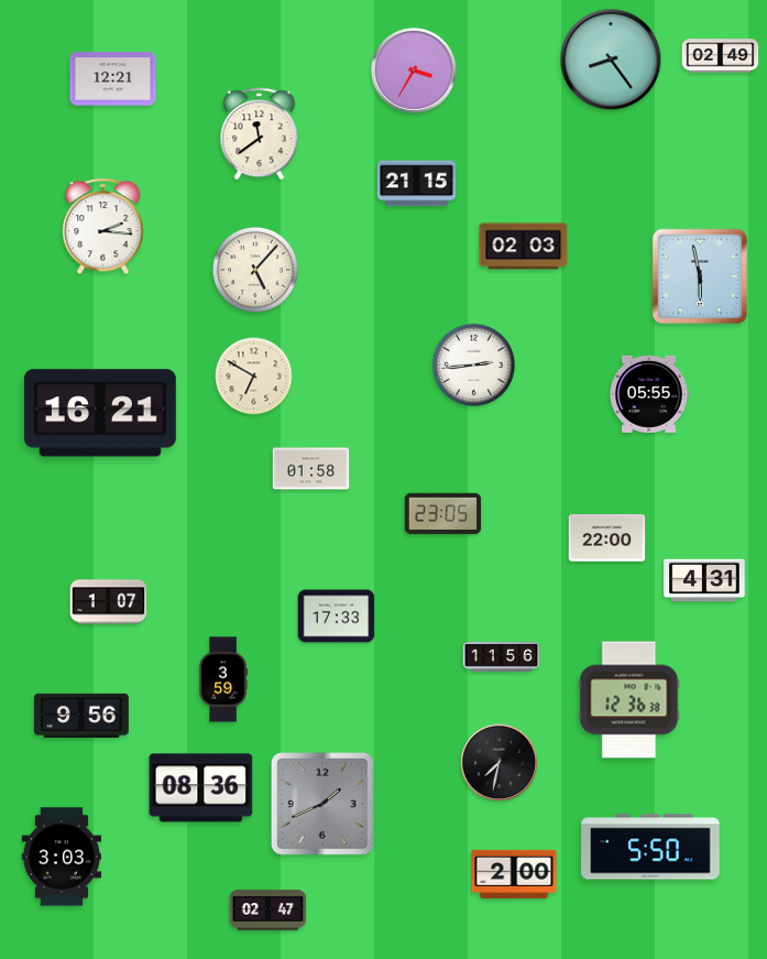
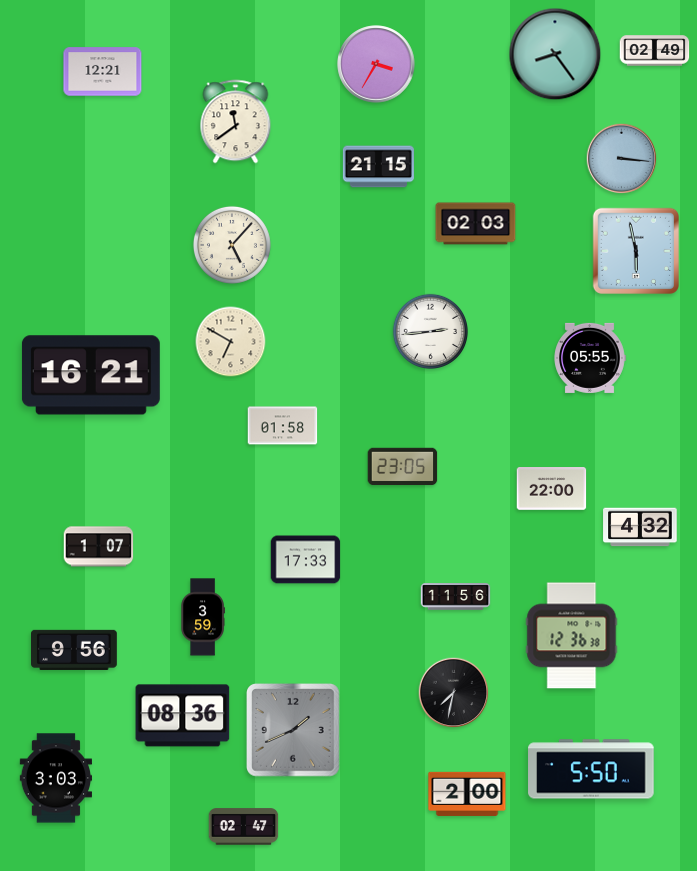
clock at (622, 159): none -> 3:16
clock at (103, 227): 2:16 -> none
clock at (704, 580): 4:31 -> 4:32
